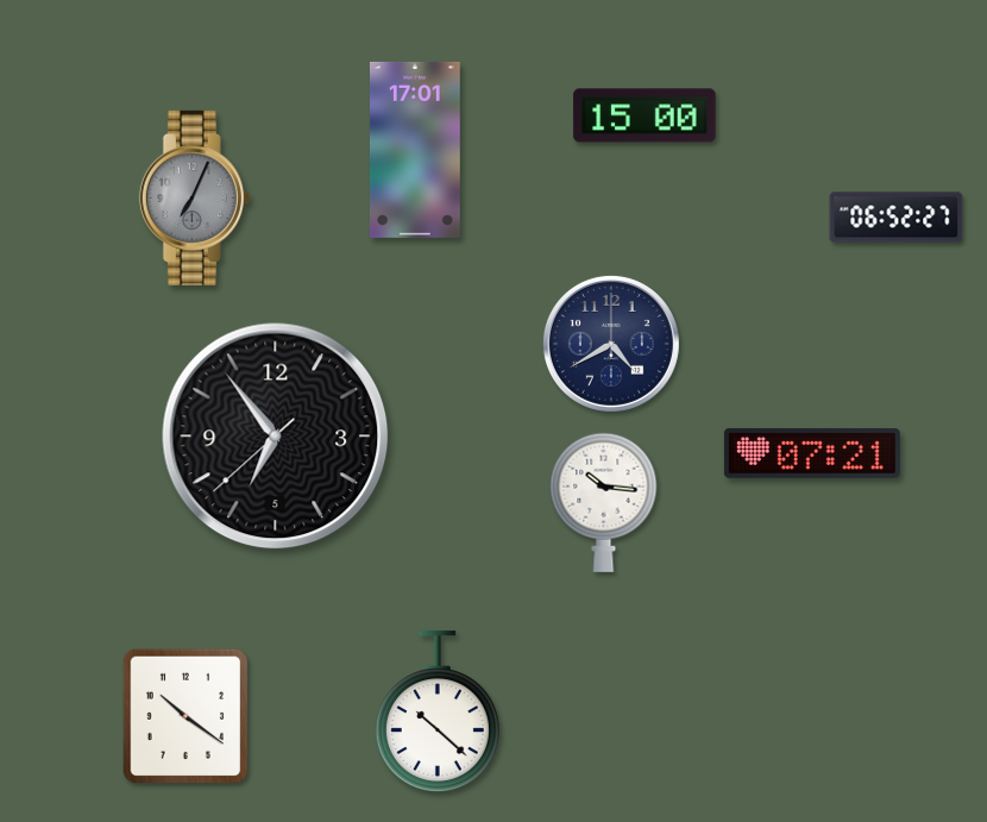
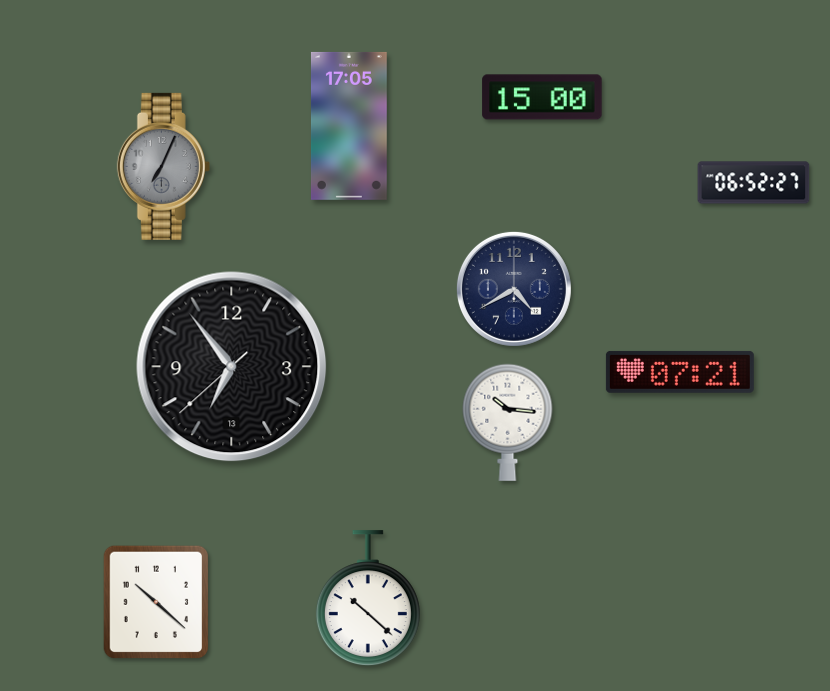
clock at (415, 150): 17:01 -> 17:05
clock at (276, 437) date: 5 -> 13
clock at (812, 453) position: (812, 453) -> (680, 372)
clock at (186, 716): 10:21 -> 10:22
